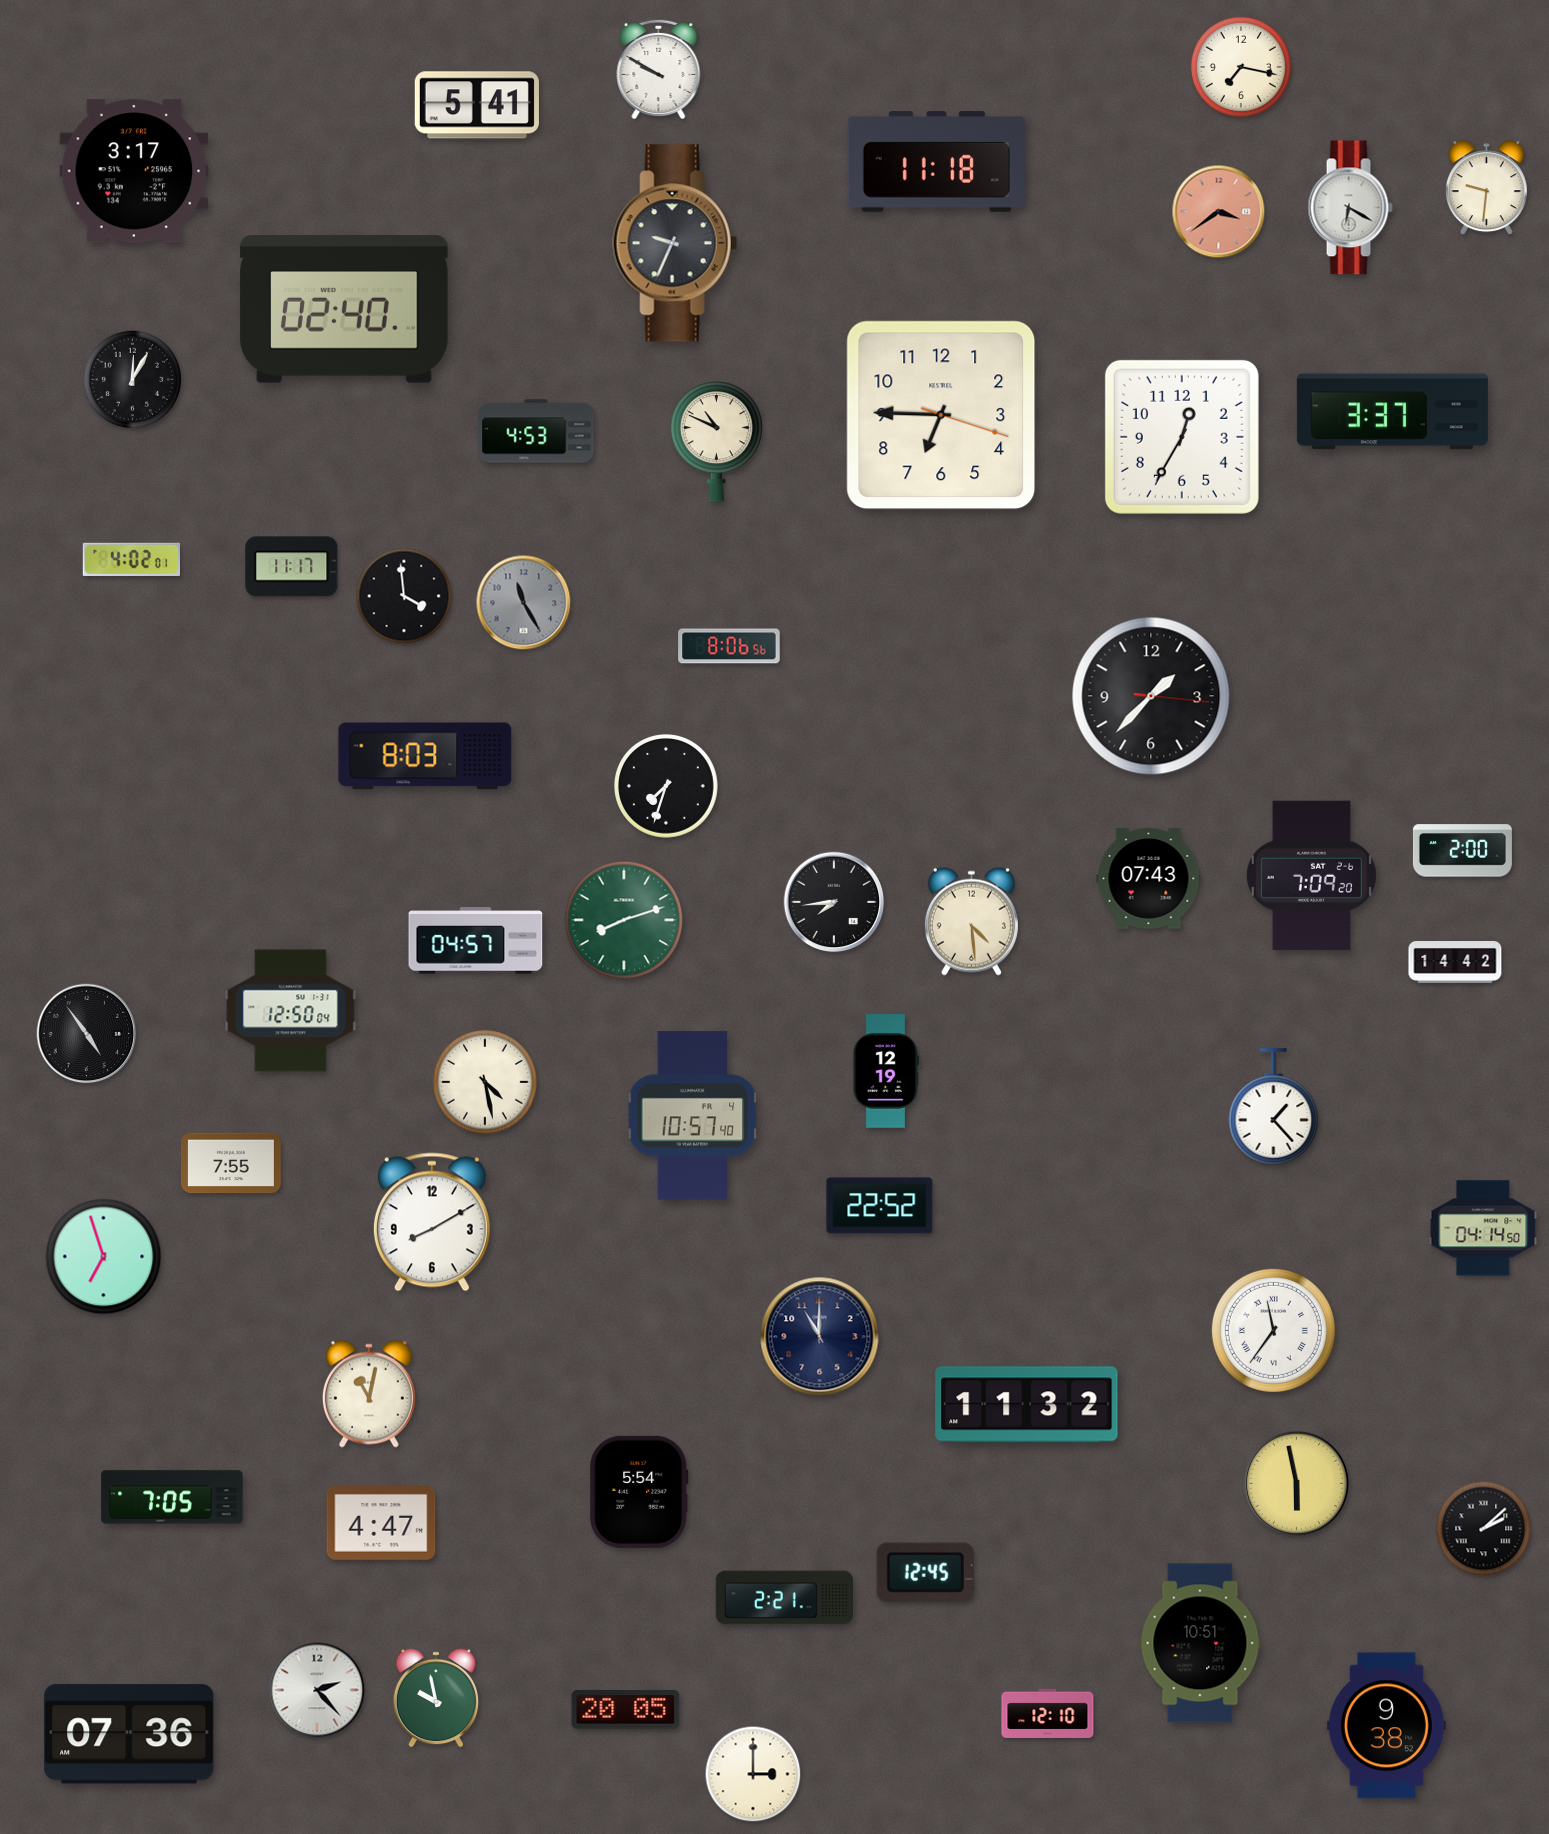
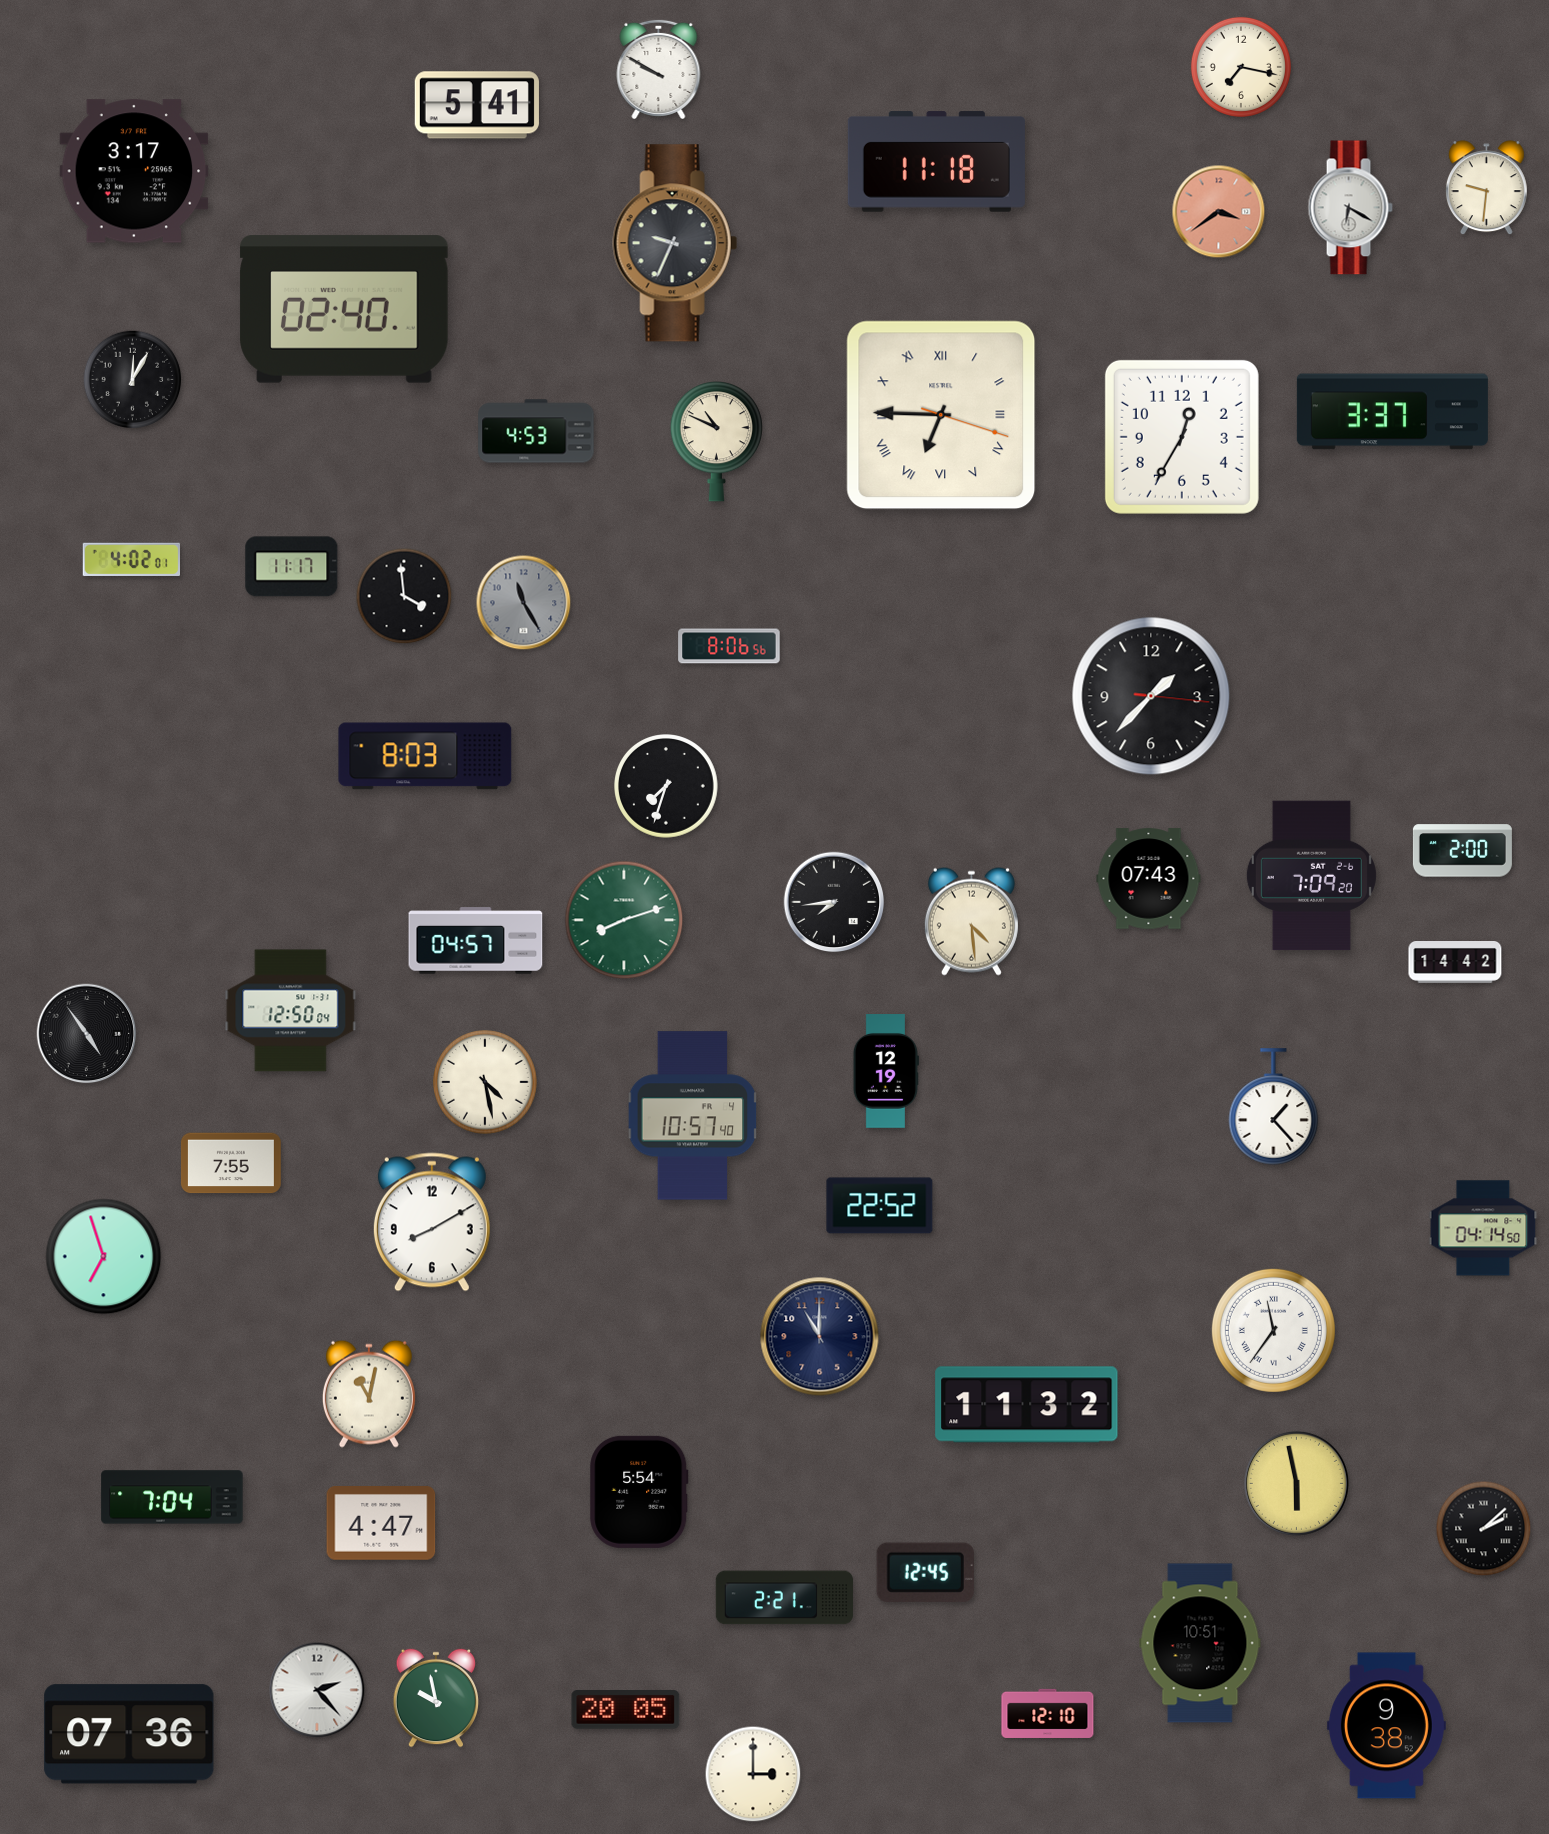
clock at (941, 415) numerals: Arabic -> Roman
clock at (172, 1497): 7:05 -> 7:04
